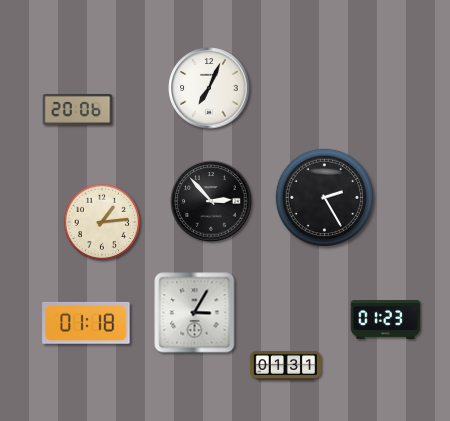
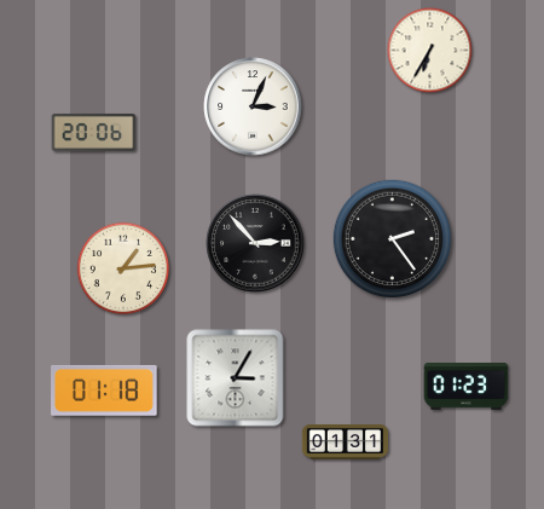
clock at (430, 51): none -> 6:35
clock at (209, 88): 7:04 -> 3:04
clock at (325, 198): 2:25 -> 2:24
